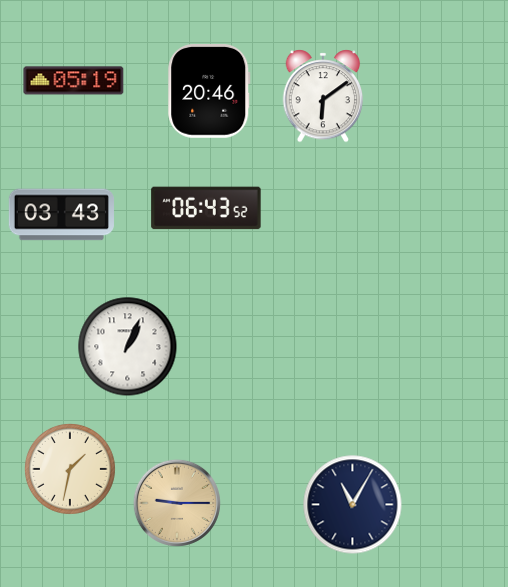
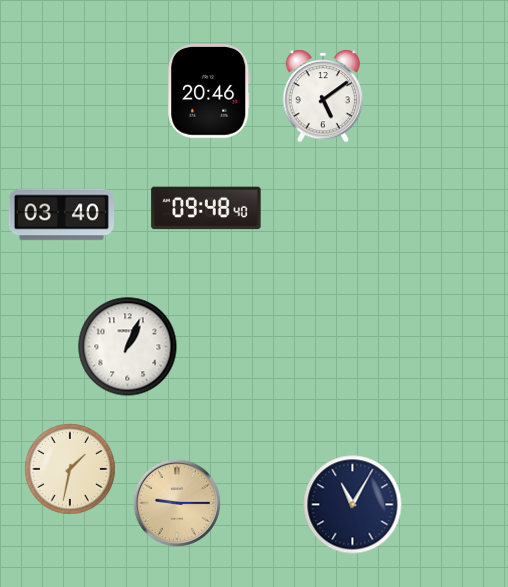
clock at (74, 81): 05:19 -> none
clock at (323, 96): 6:09 -> 5:09
clock at (206, 208): 06:43 -> 09:48
clock at (61, 215): 03:43 -> 03:40
